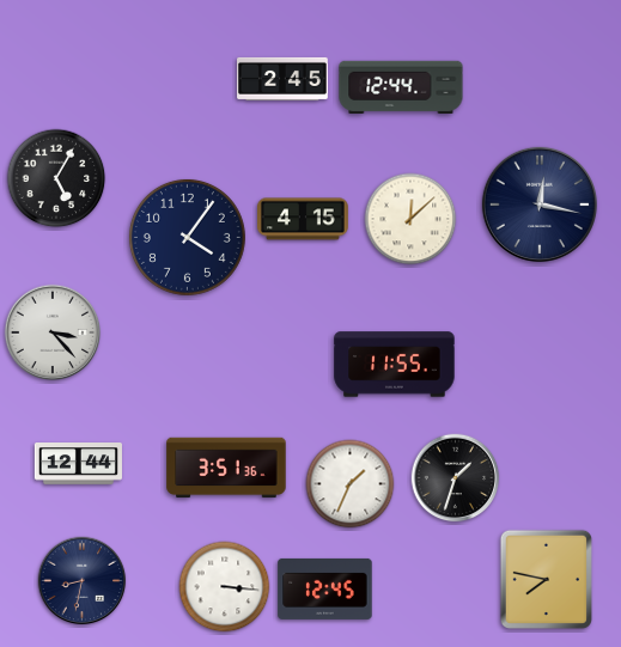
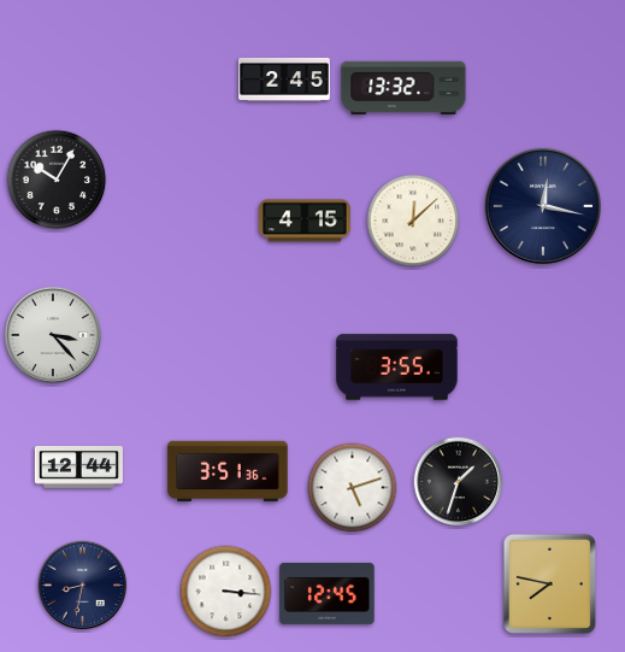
clock at (401, 86): 12:44 -> 13:32
clock at (56, 178): 5:05 -> 10:05
clock at (187, 237): 4:06 -> none
clock at (395, 365): 11:55 -> 3:55
clock at (351, 484): 1:34 -> 5:12
